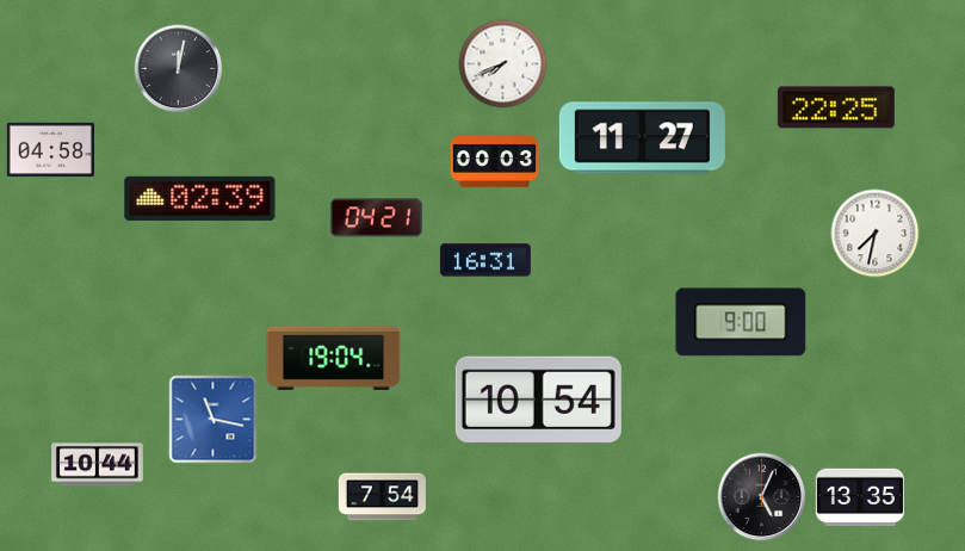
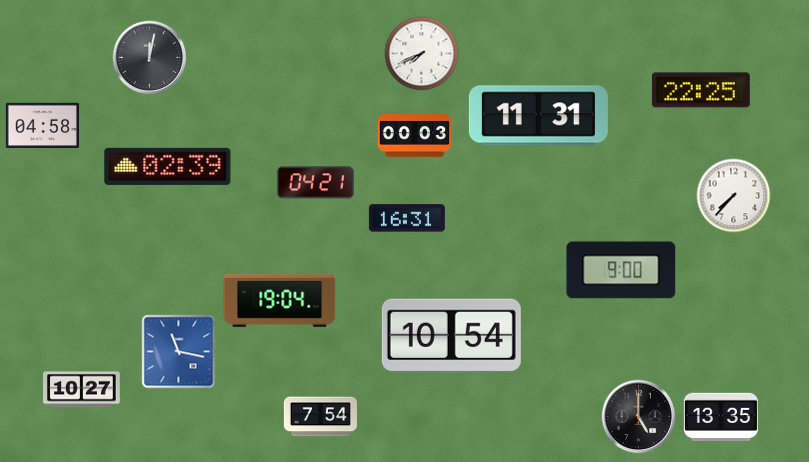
clock at (642, 138): 11:27 -> 11:31
clock at (876, 234): 7:32 -> 7:37
clock at (98, 465): 10:44 -> 10:27
clock at (762, 497): 5:04 -> 5:00
